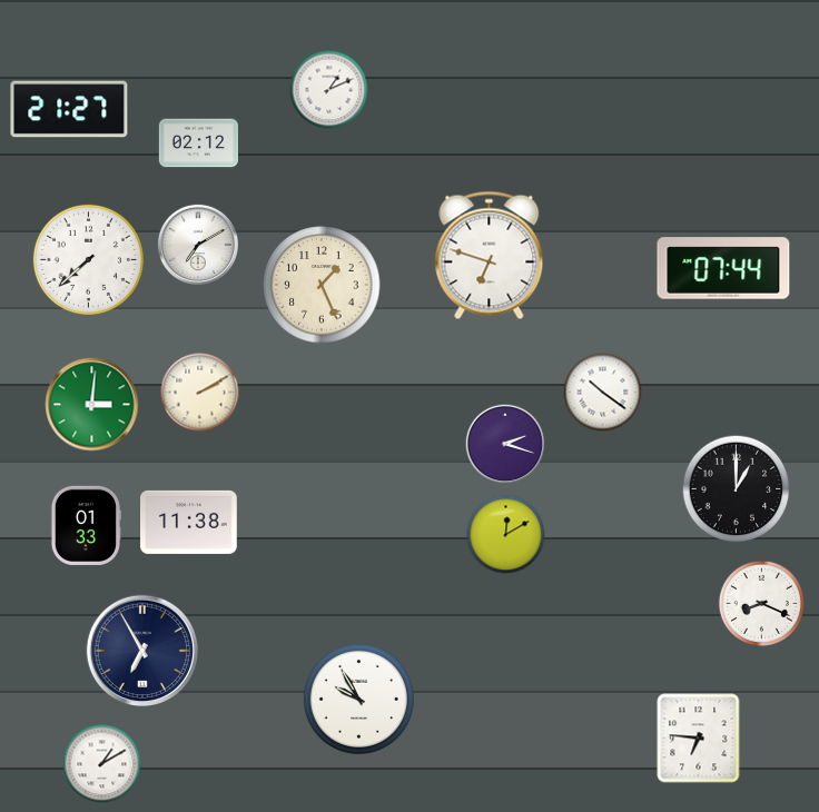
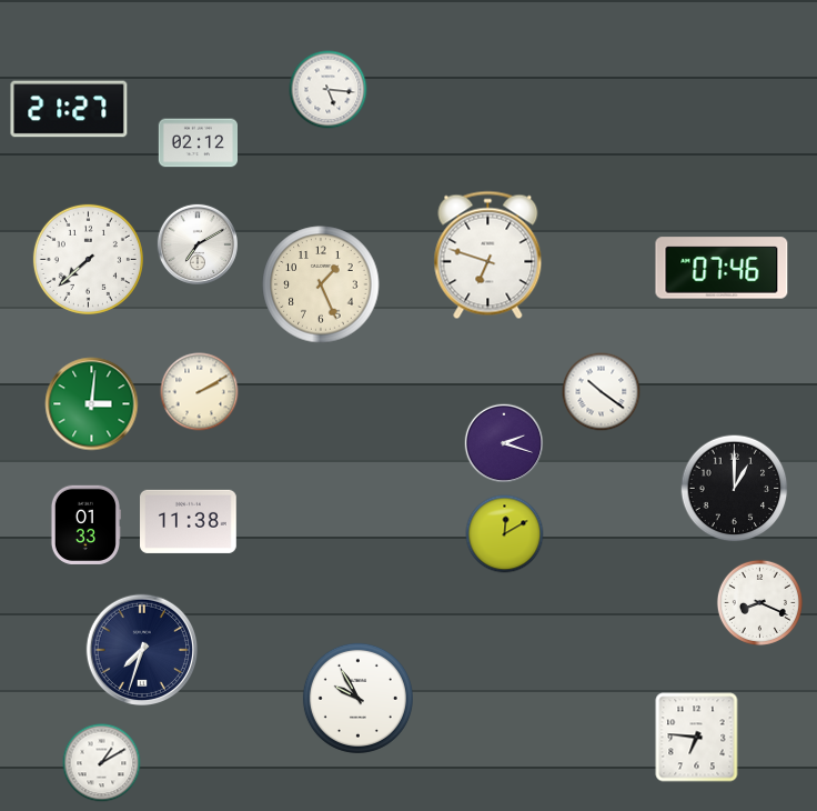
clock at (329, 90): 1:11 -> 5:16
clock at (723, 268): 07:44 -> 07:46
clock at (141, 650): 6:55 -> 7:33
